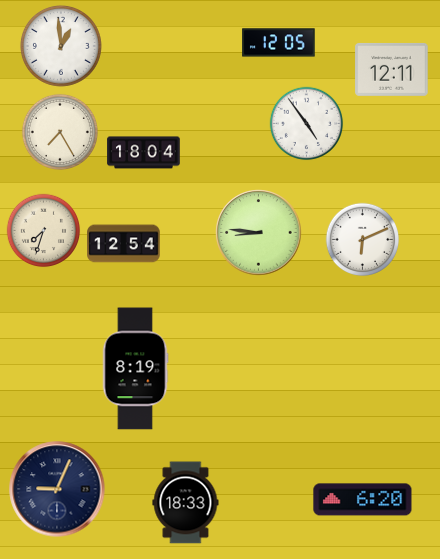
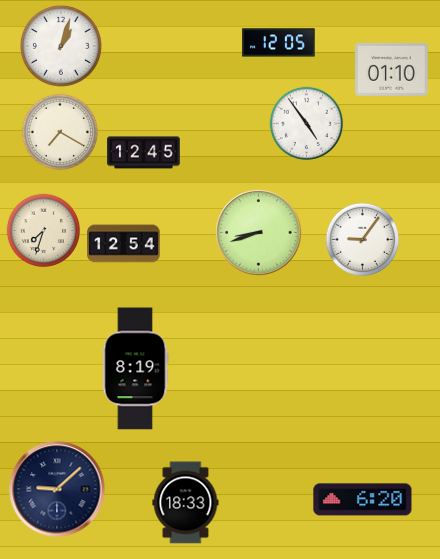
clock at (61, 46): 12:59 -> 1:03
clock at (392, 69): 12:11 -> 01:10
clock at (60, 132): 7:25 -> 7:20
clock at (144, 153): 18:04 -> 12:45
clock at (259, 233): 8:46 -> 8:42
clock at (363, 240): 6:11 -> 9:06
clock at (57, 489): 9:04 -> 9:08
